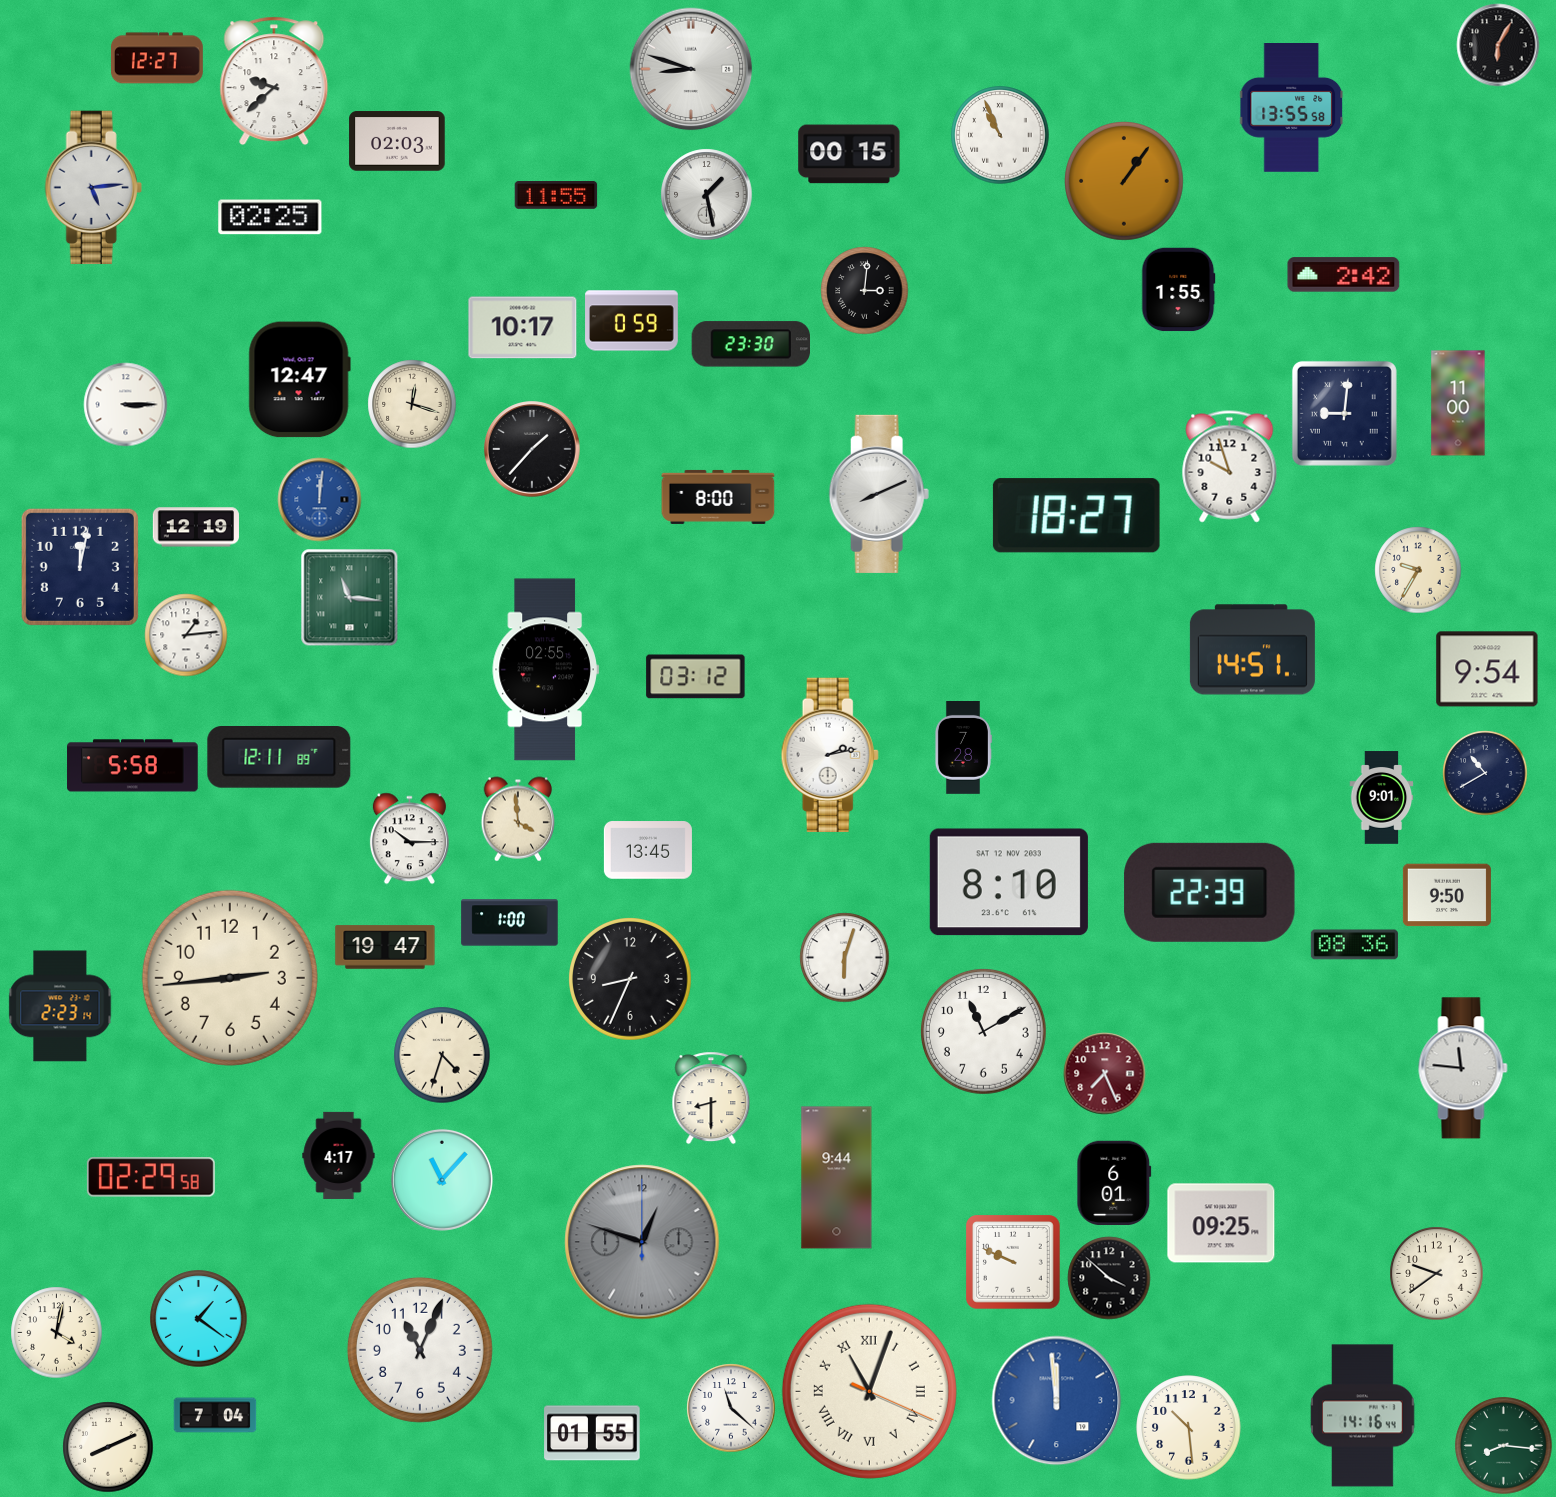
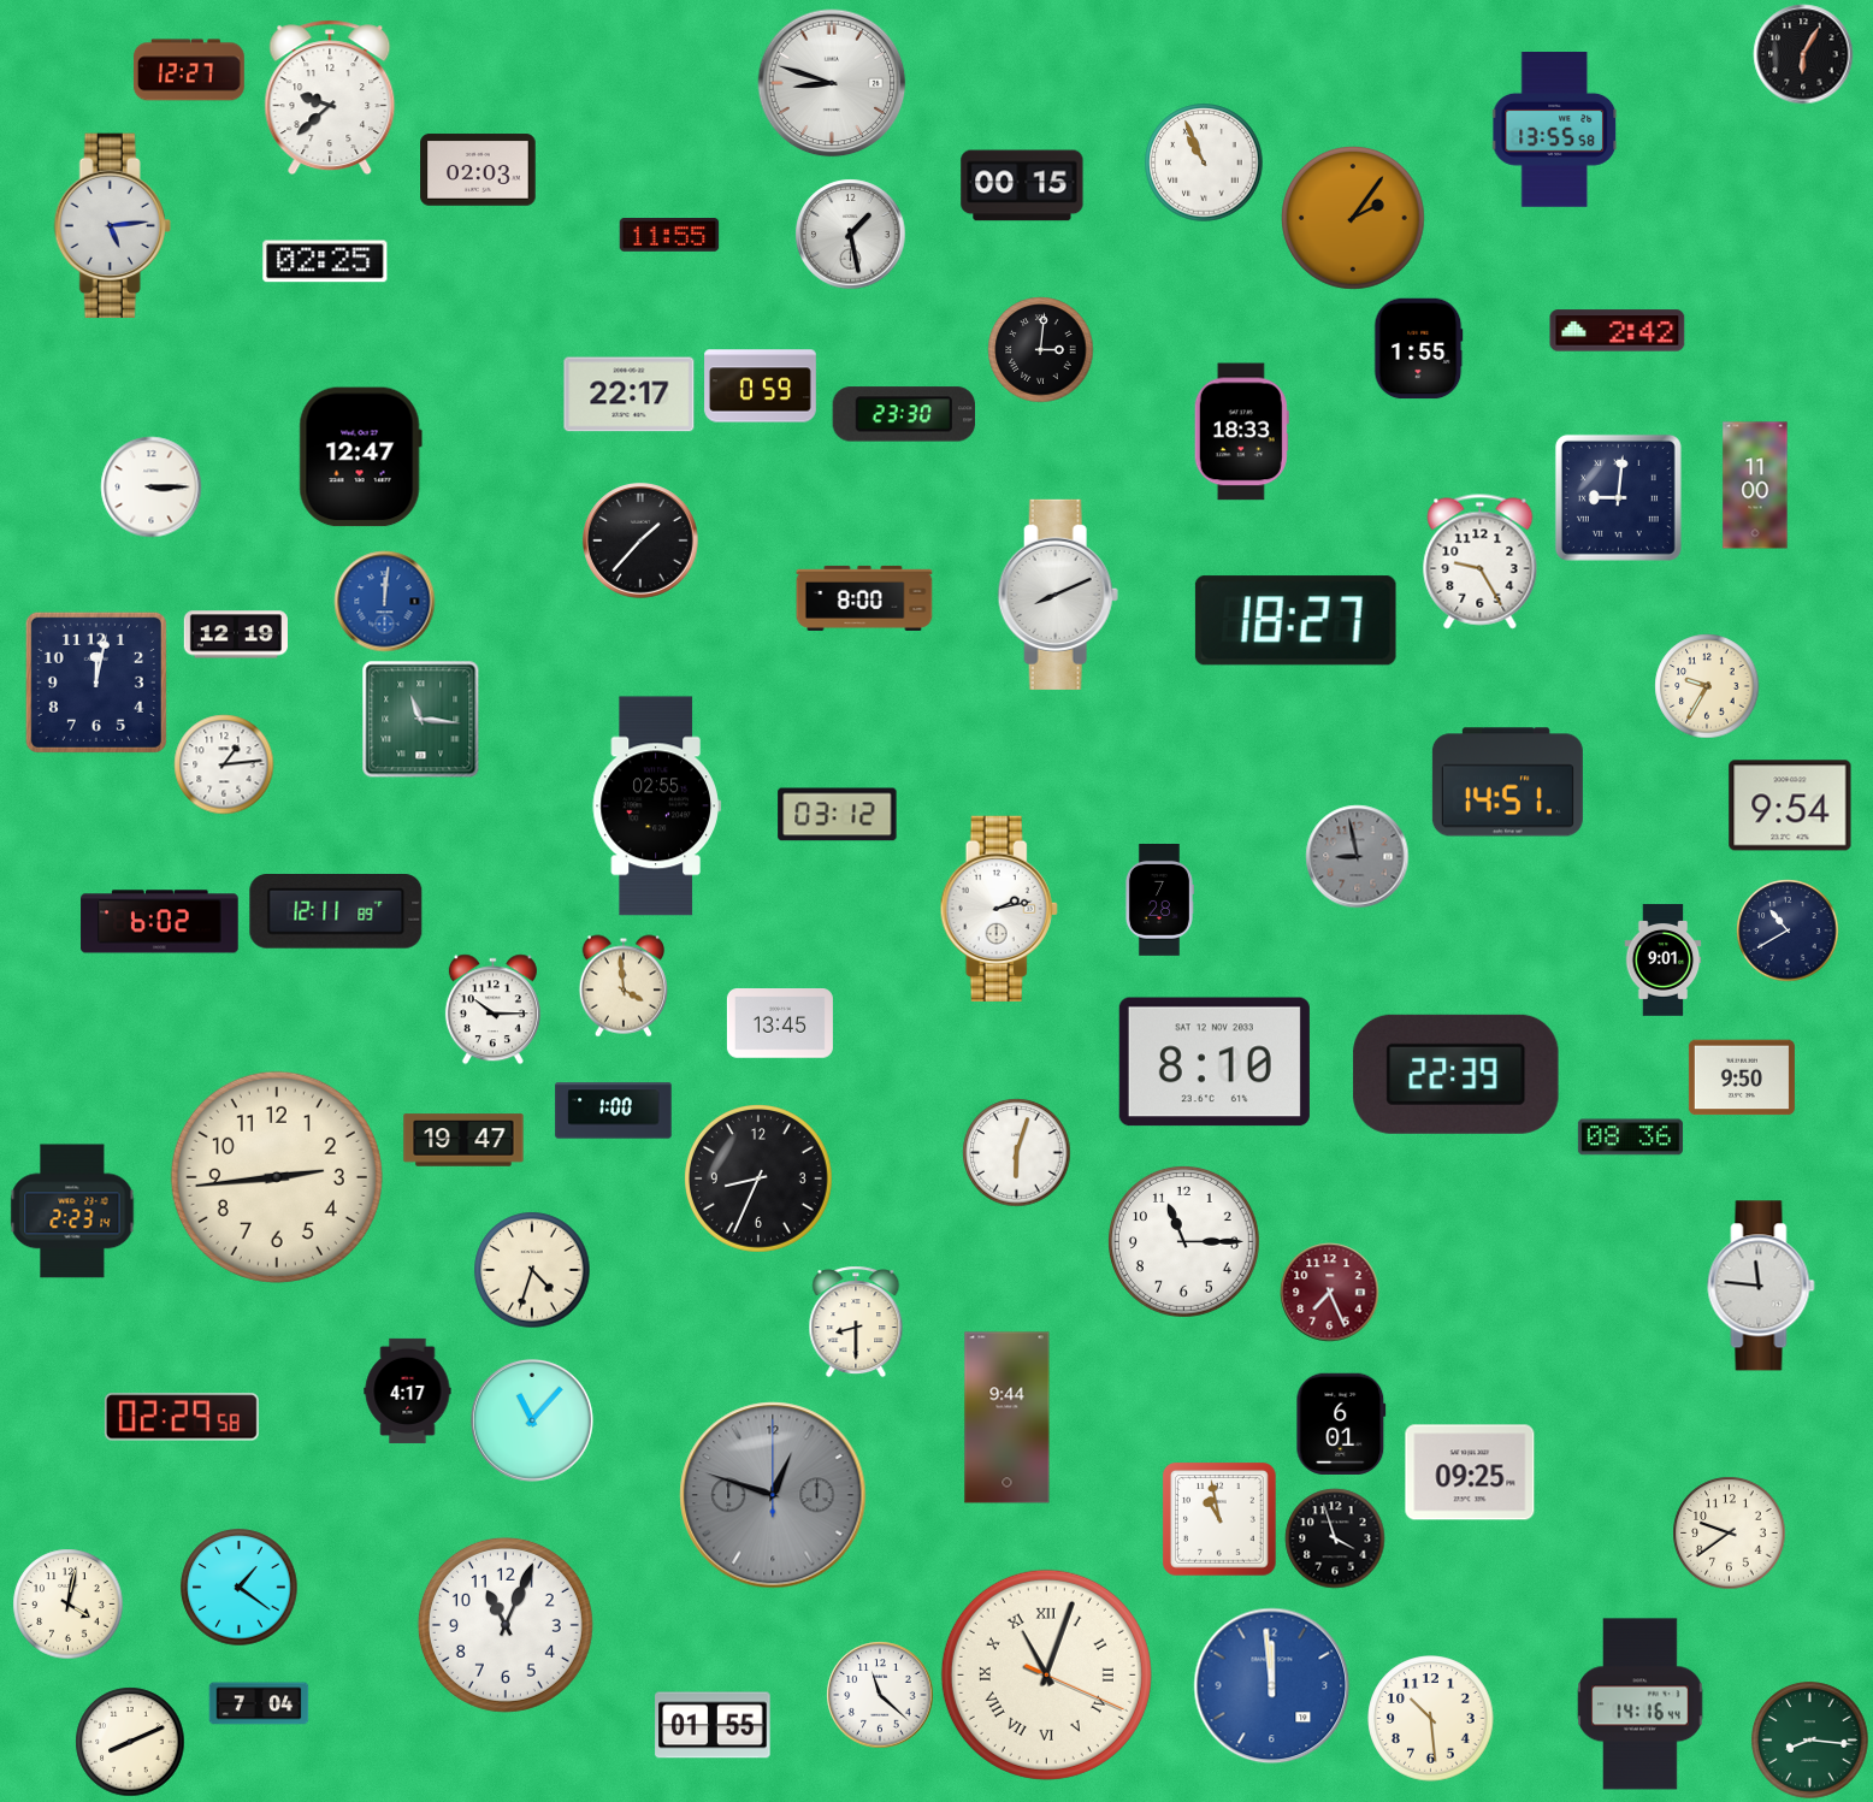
clock at (1125, 182): 1:06 -> 2:06
clock at (523, 328): 10:17 -> 22:17
clock at (1241, 432): none -> 18:33
clock at (412, 404): 12:18 -> none
clock at (1230, 467): 9:57 -> 9:25
clock at (1358, 857): none -> 8:58
clock at (133, 766): 5:58 -> 6:02
clock at (984, 1032): 11:10 -> 11:15
clock at (1014, 1263): 9:49 -> 10:58
clock at (1109, 1278): 3:52 -> 3:57
